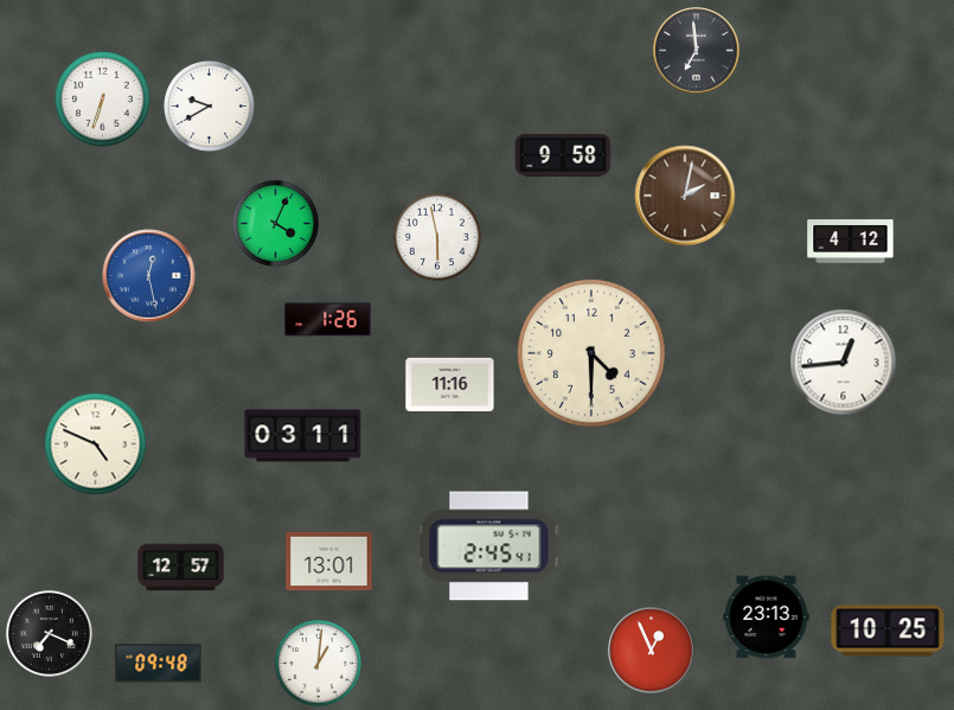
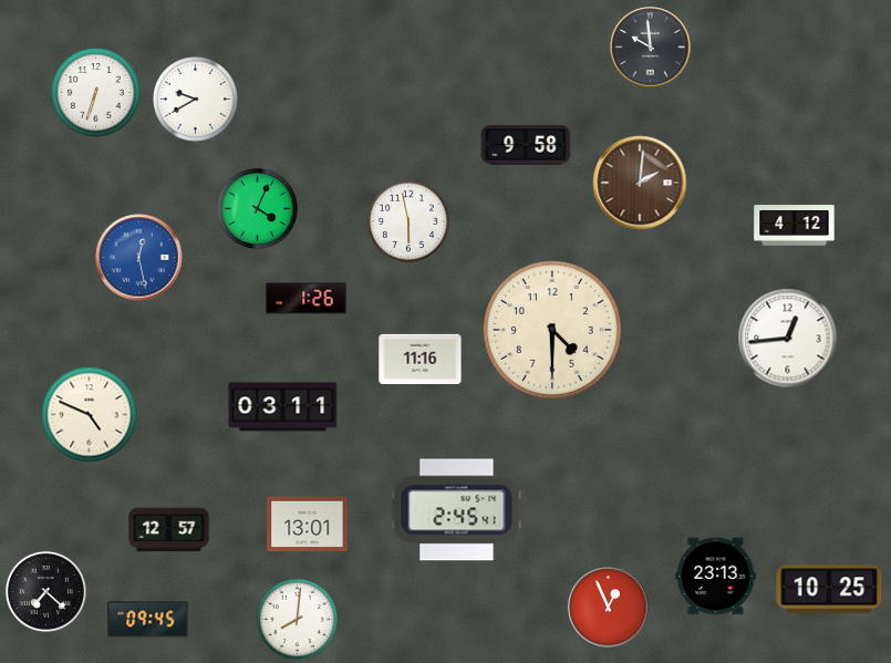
clock at (697, 51): 6:59 -> 9:59
clock at (685, 196): 2:02 -> 2:01
clock at (49, 633): 7:19 -> 7:22
clock at (318, 663): 1:01 -> 8:01
clock at (159, 664): 09:48 -> 09:45
